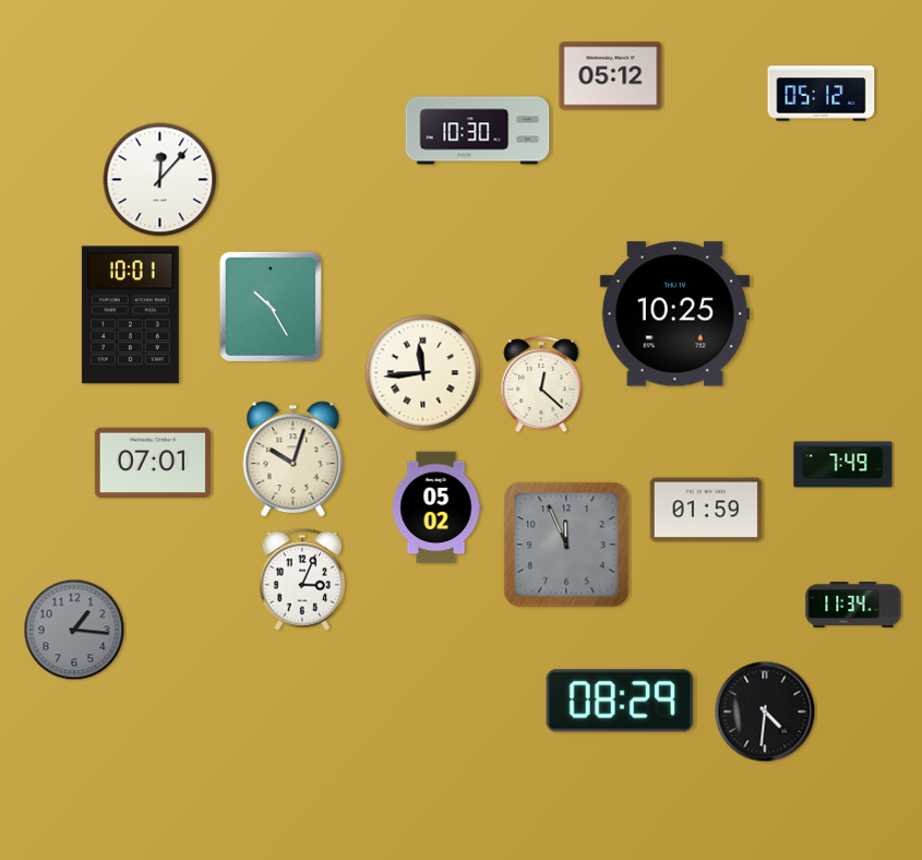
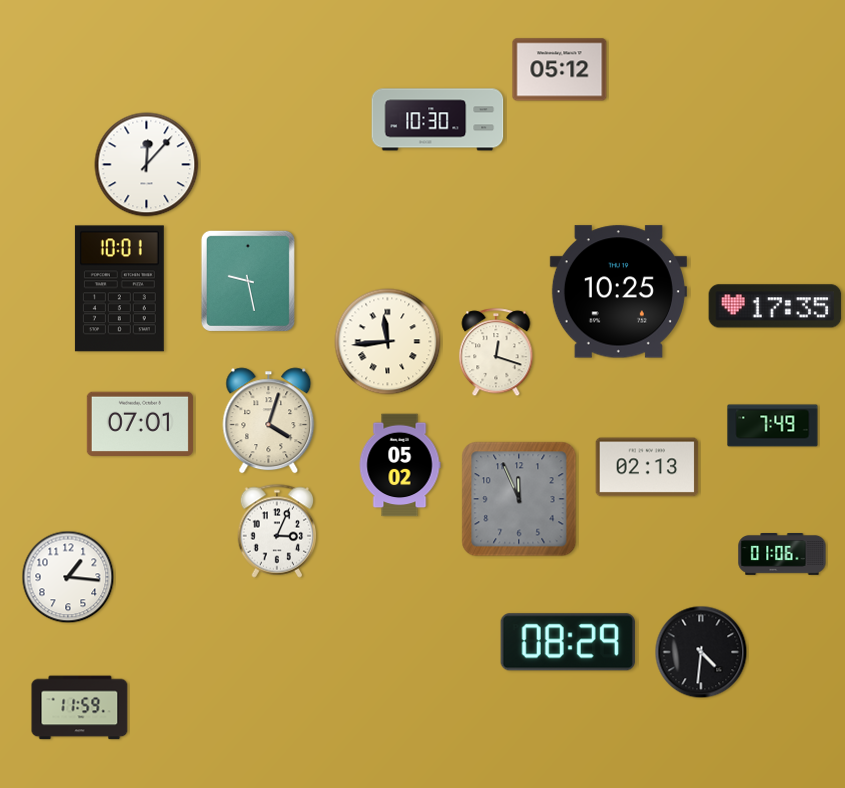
clock at (822, 94): 05:12 -> none
clock at (271, 307): 10:25 -> 9:28
clock at (674, 314) position: (674, 314) -> (618, 292)
clock at (775, 306): none -> 17:35
clock at (541, 385): 12:22 -> 12:18
clock at (294, 459): 10:03 -> 4:03
clock at (706, 510): 01:59 -> 02:13
clock at (853, 606): 11:34 -> 01:06
clock at (74, 630) dial: grey -> white
clock at (80, 708): none -> 11:59
